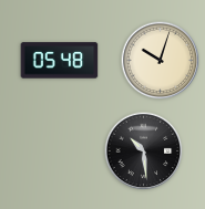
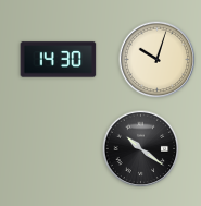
clock at (60, 61): 05:48 -> 14:30
clock at (144, 151): 10:29 -> 10:21
